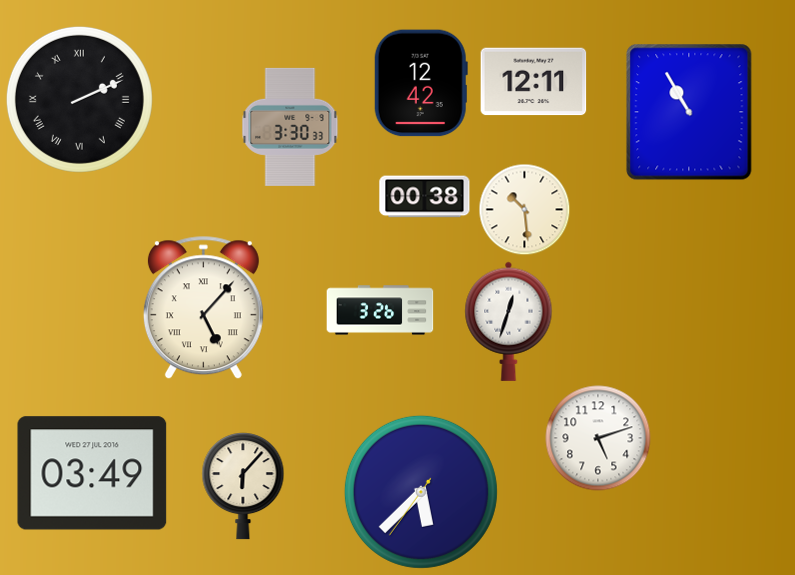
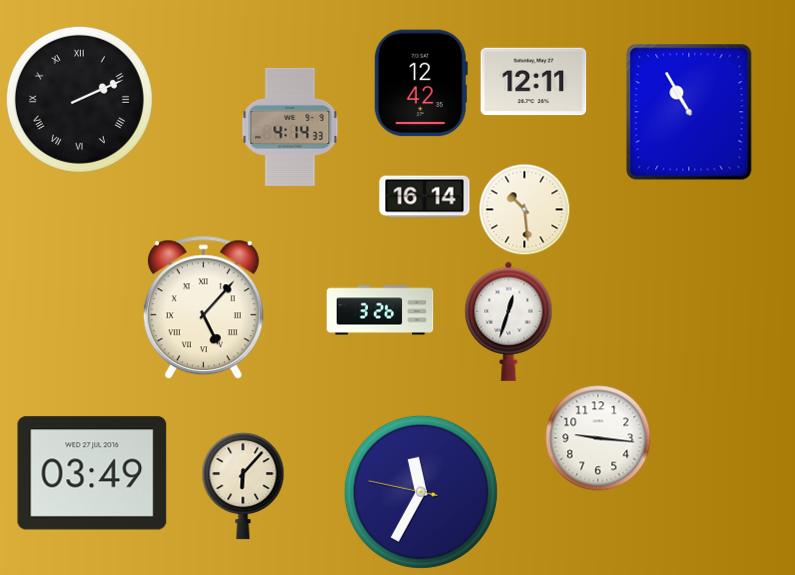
clock at (290, 127): 3:30 -> 4:14
clock at (425, 197): 00:38 -> 16:14
clock at (598, 438): 5:12 -> 9:16
clock at (421, 492): 5:37 -> 11:34
